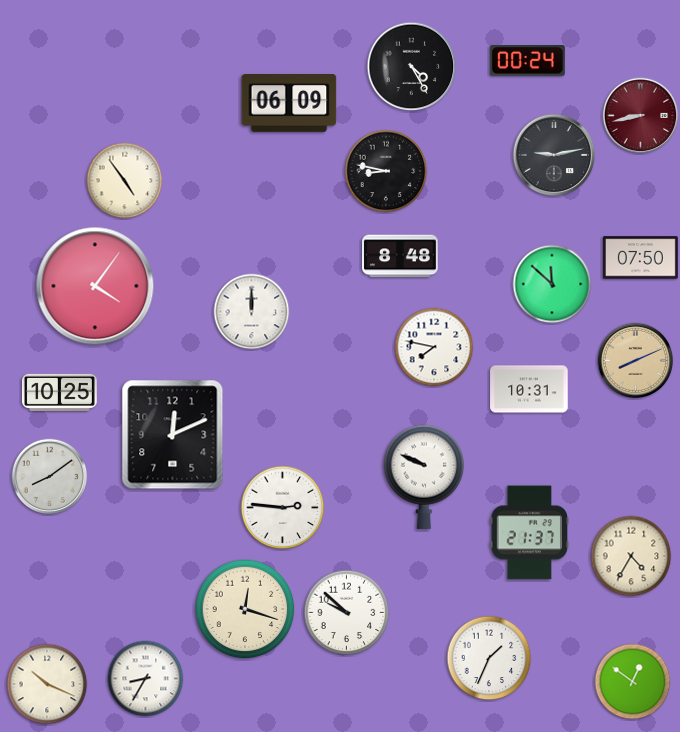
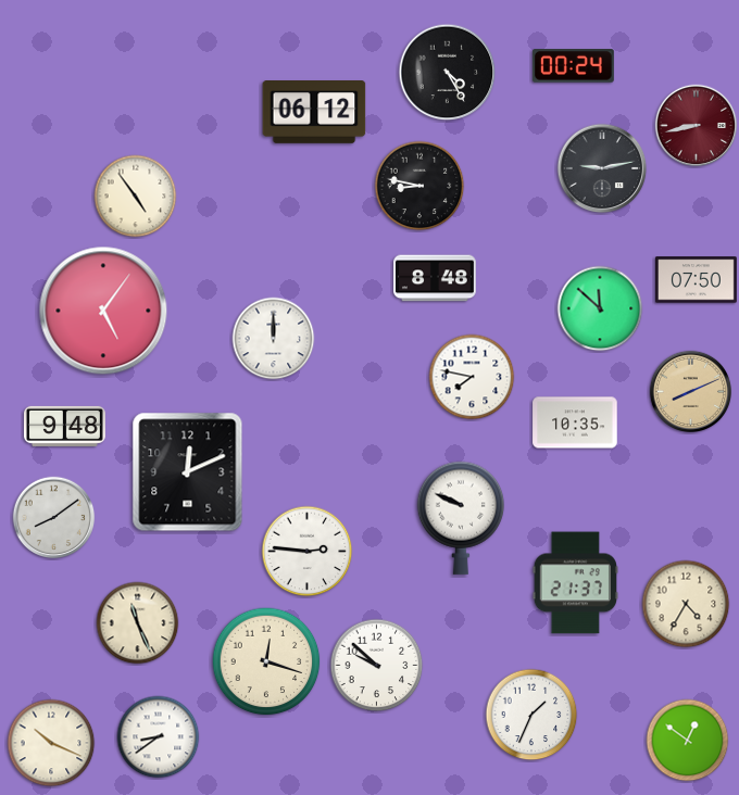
clock at (289, 104): 06:09 -> 06:12
clock at (95, 286): 4:06 -> 5:06
clock at (529, 389): 10:31 -> 10:35
clock at (60, 392): 10:25 -> 9:48
clock at (529, 533) position: (529, 533) -> (575, 583)
clock at (138, 623): none -> 11:26
clock at (146, 679): 8:35 -> 8:39
